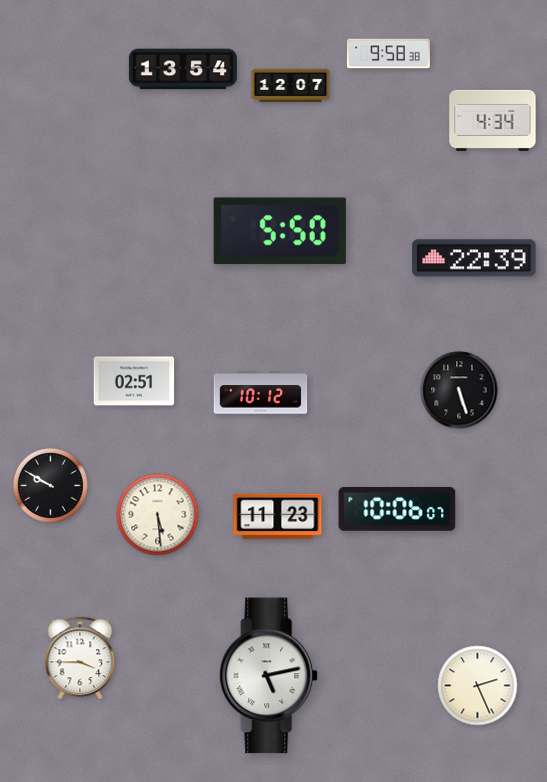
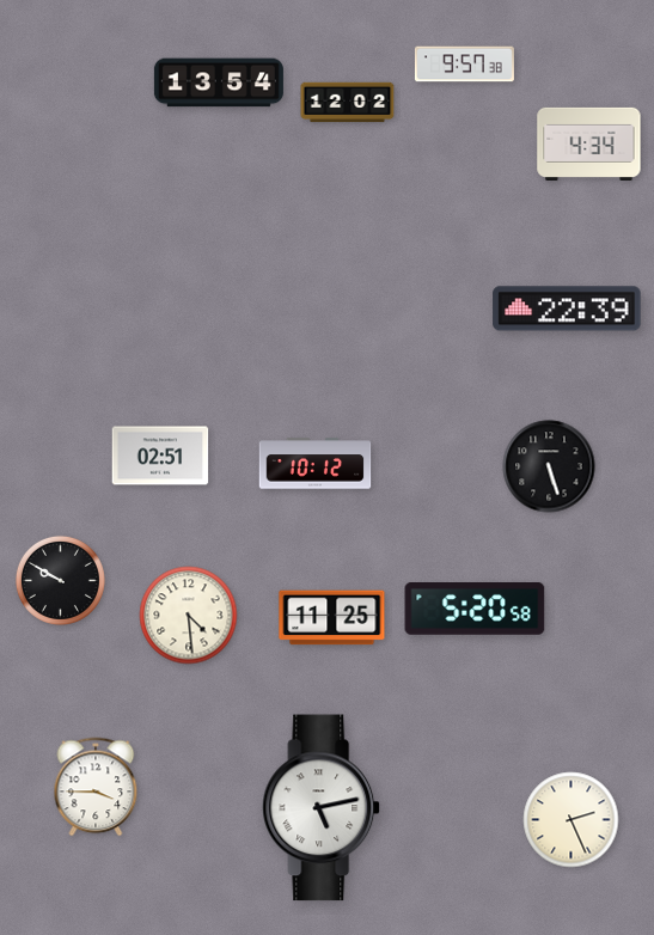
clock at (388, 54): 9:58 -> 9:57
clock at (291, 86): 12:07 -> 12:02
clock at (280, 231): 5:50 -> none
clock at (261, 393) position: (261, 393) -> (316, 464)
clock at (397, 509): 10:06 -> 5:20
clock at (158, 515): 5:29 -> 4:29
clock at (278, 517): 11:23 -> 11:25
